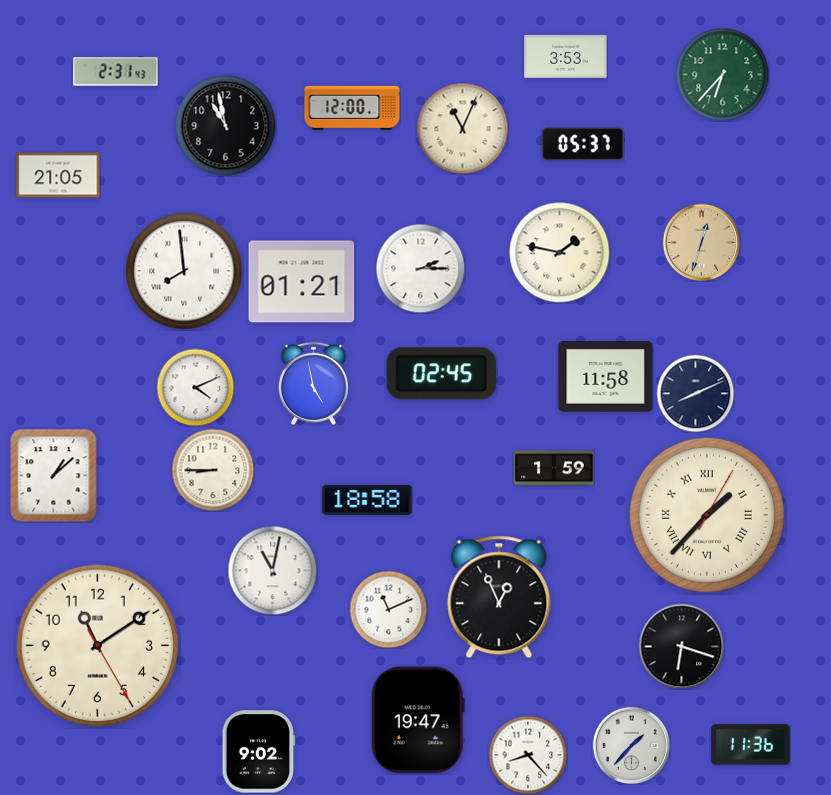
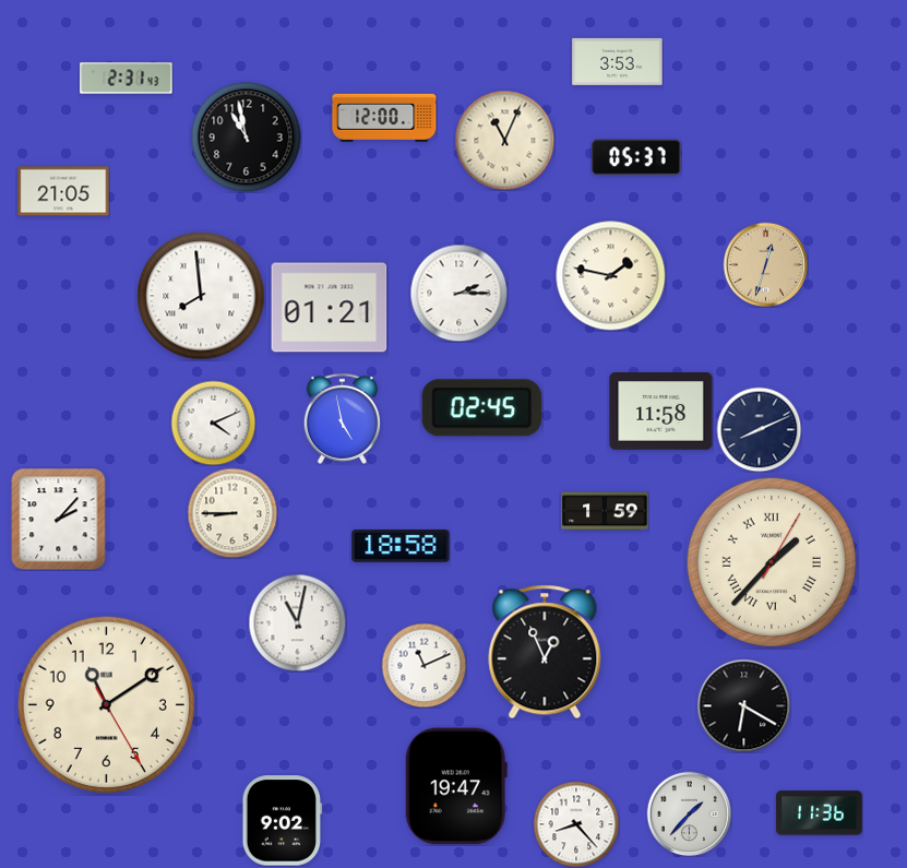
clock at (722, 74): 6:37 -> none
clock at (54, 476): 1:08 -> 2:07
clock at (681, 646): 6:18 -> 6:20
